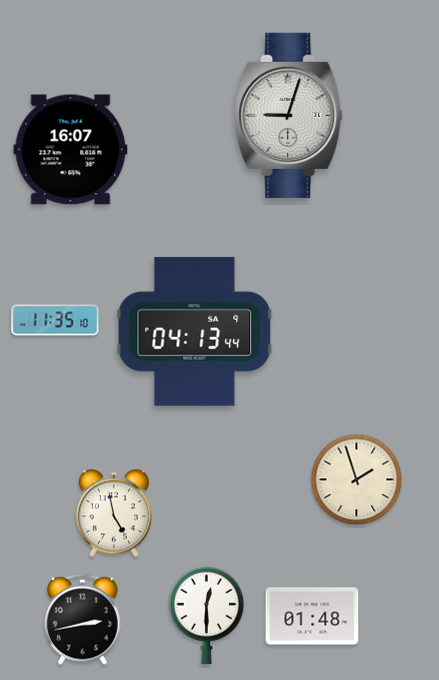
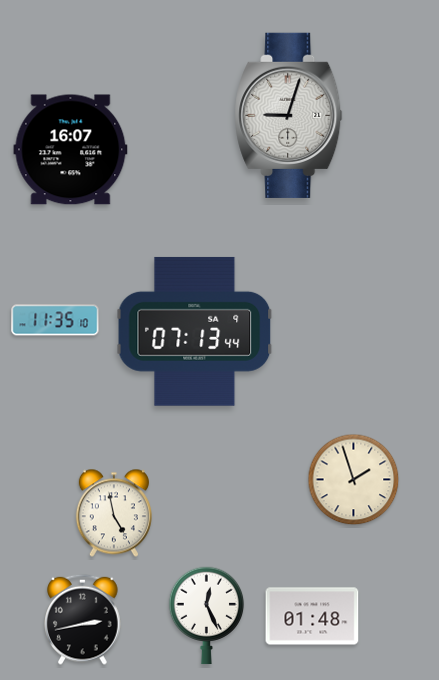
clock at (195, 331): 04:13 -> 07:13
clock at (357, 480) position: (357, 480) -> (354, 480)
clock at (207, 616): 12:30 -> 12:26
